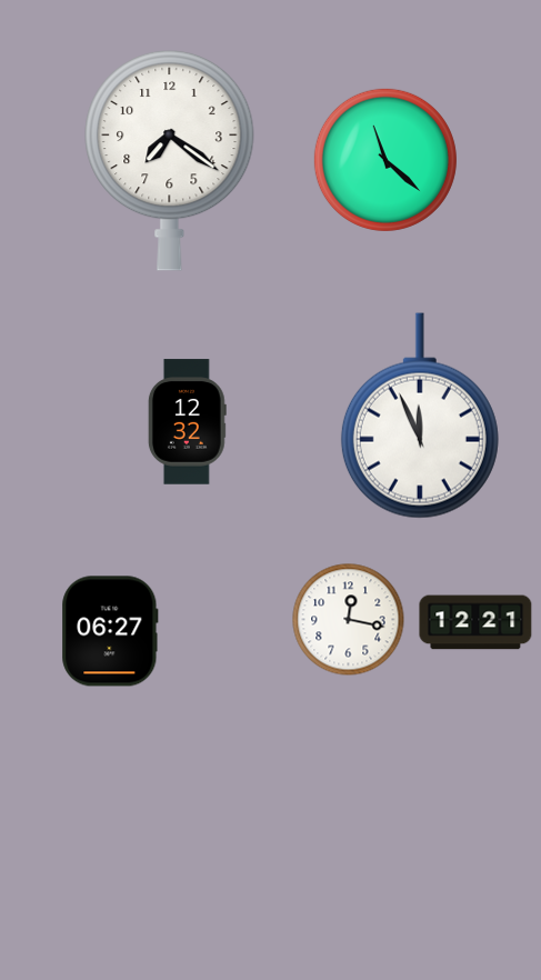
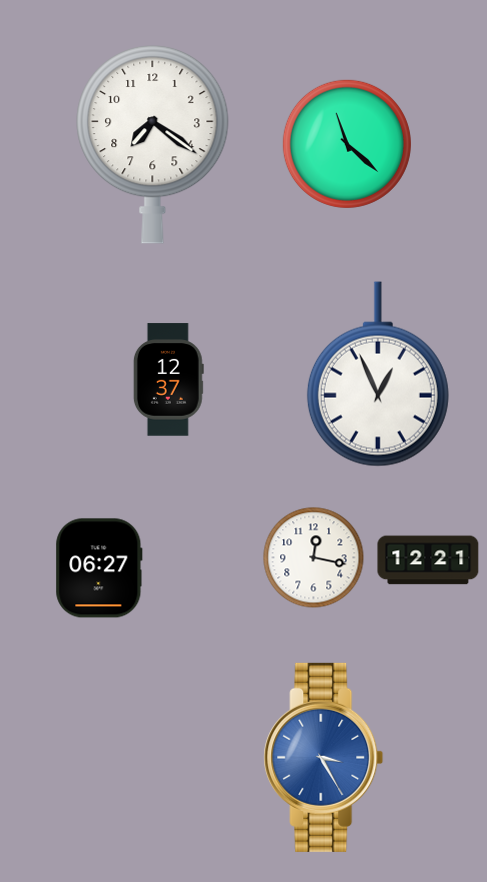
clock at (420, 416): 11:56 -> 12:56
clock at (187, 422): 12:32 -> 12:37
clock at (324, 757): none -> 3:25
